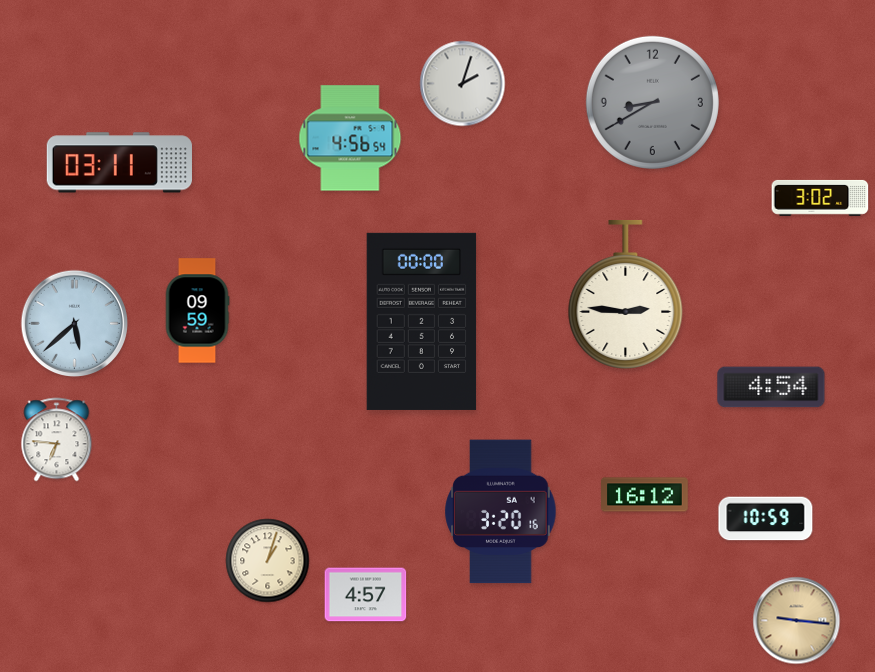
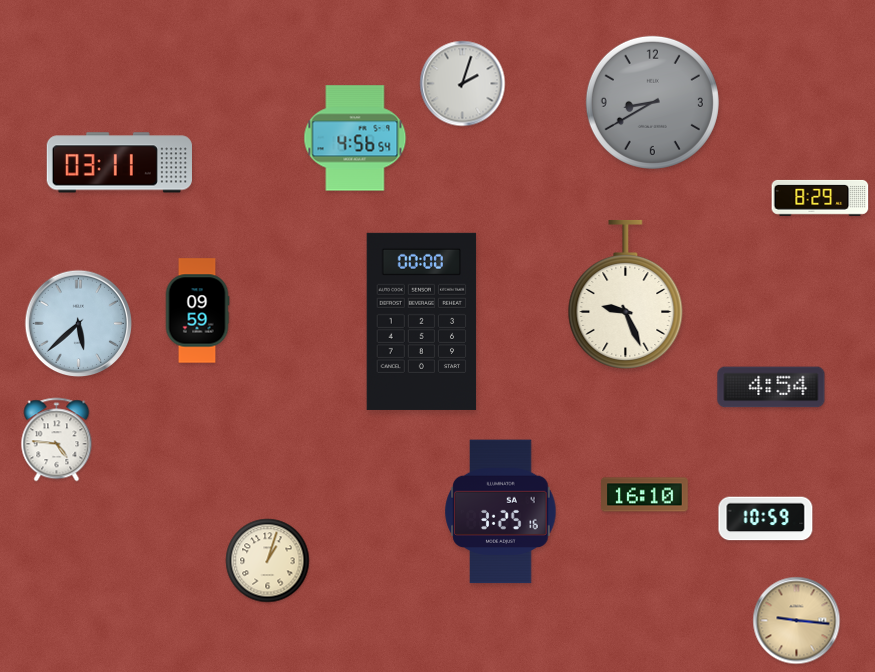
clock at (350, 138) position: (350, 138) -> (355, 138)
clock at (820, 198): 3:02 -> 8:29
clock at (626, 294): 2:46 -> 9:26
clock at (75, 324) position: (75, 324) -> (79, 324)
clock at (57, 440): 6:46 -> 4:46
clock at (645, 495): 16:12 -> 16:10
clock at (501, 512): 3:20 -> 3:25
clock at (366, 595): 4:57 -> none
